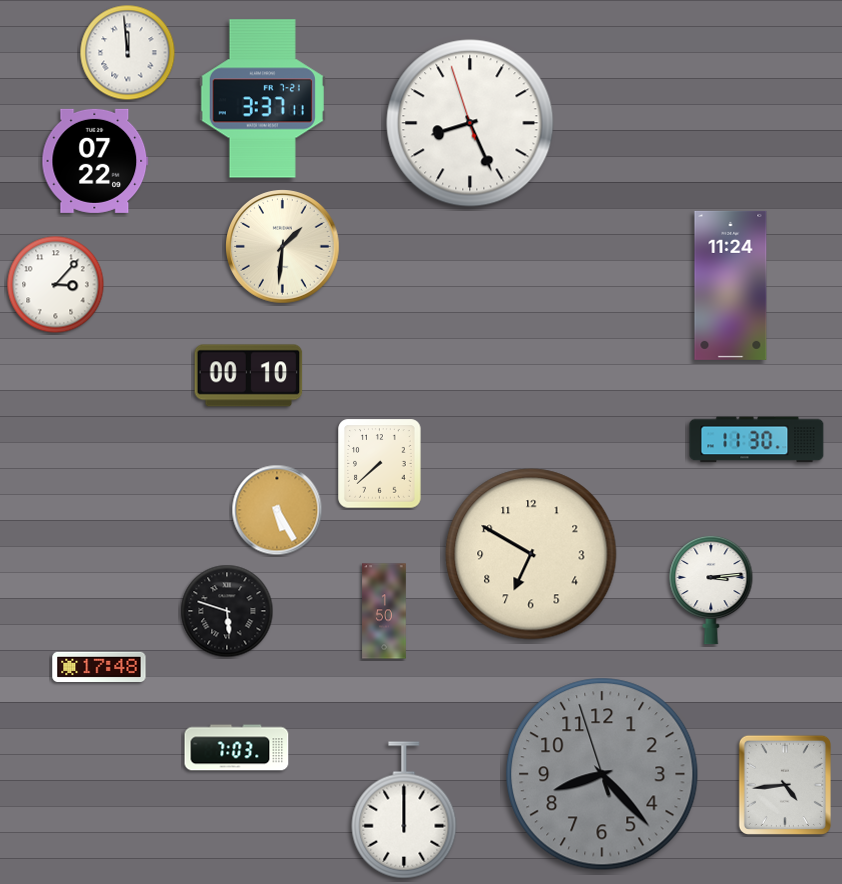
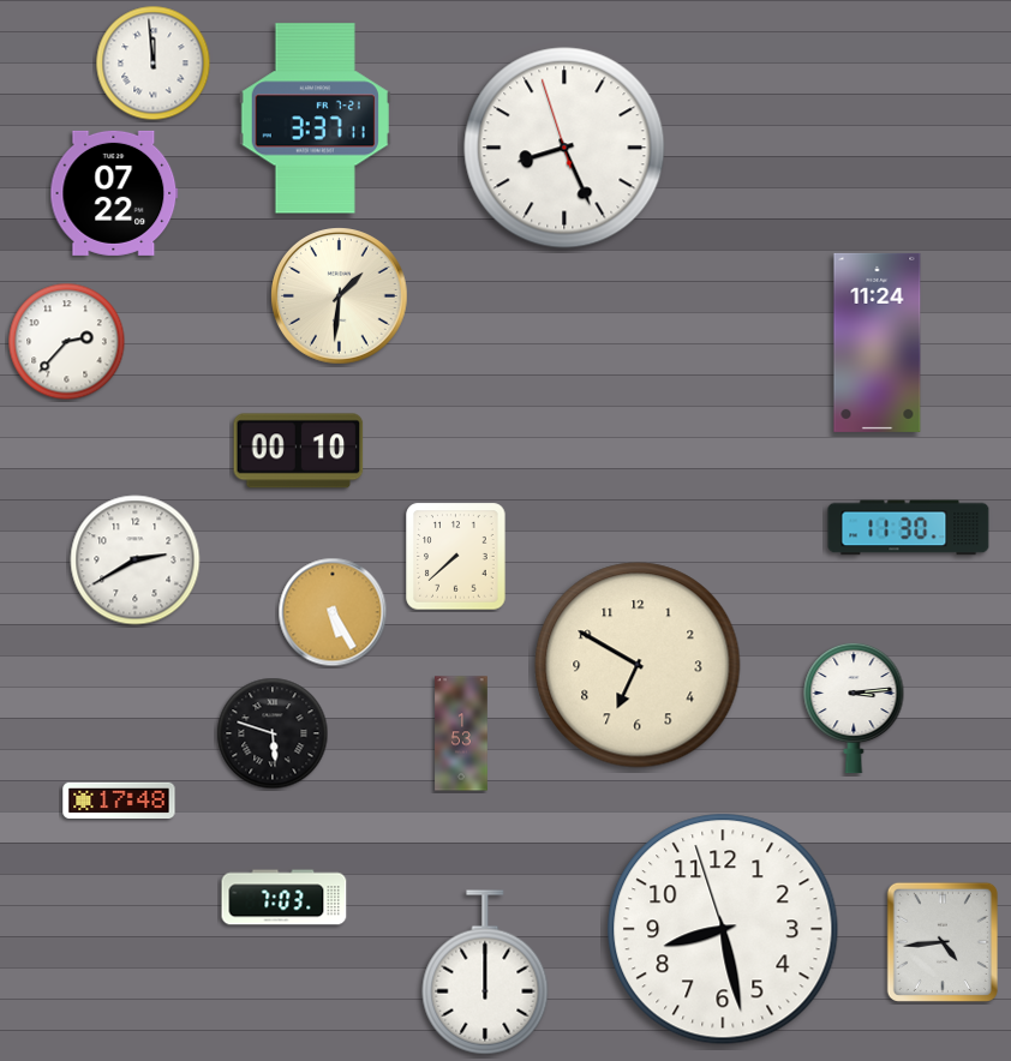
clock at (56, 285): 3:07 -> 2:37
clock at (136, 561): none -> 2:40
clock at (384, 611): 1:50 -> 1:53
clock at (602, 774): 8:22 -> 8:27
clock at (602, 774) dial: grey -> white
